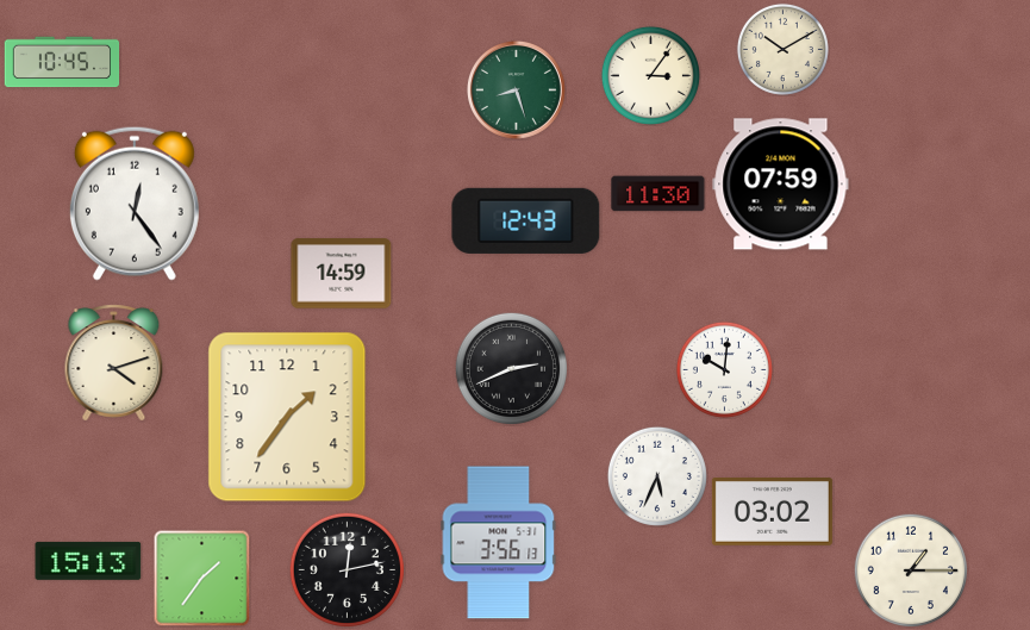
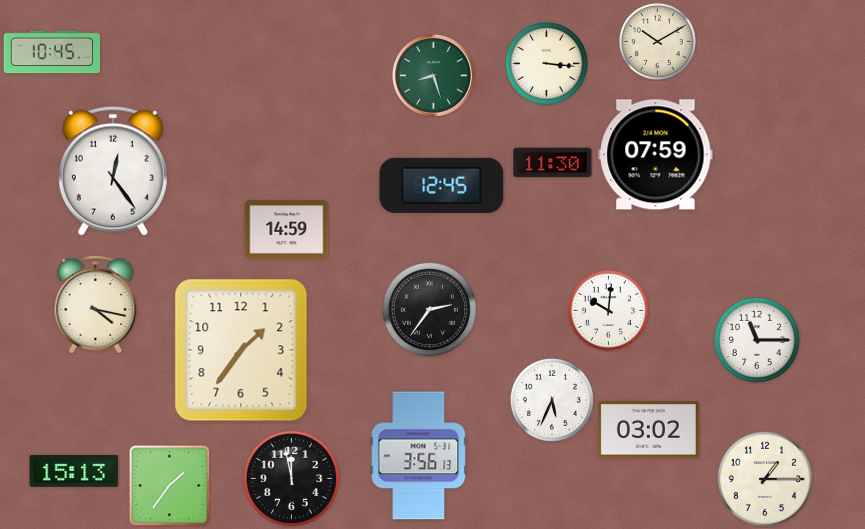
clock at (650, 75): 3:06 -> 3:16
clock at (526, 220): 12:43 -> 12:45
clock at (114, 363): 4:12 -> 4:17
clock at (511, 368): 2:41 -> 2:36
clock at (757, 340): none -> 11:15
clock at (347, 569): 12:13 -> 11:58
